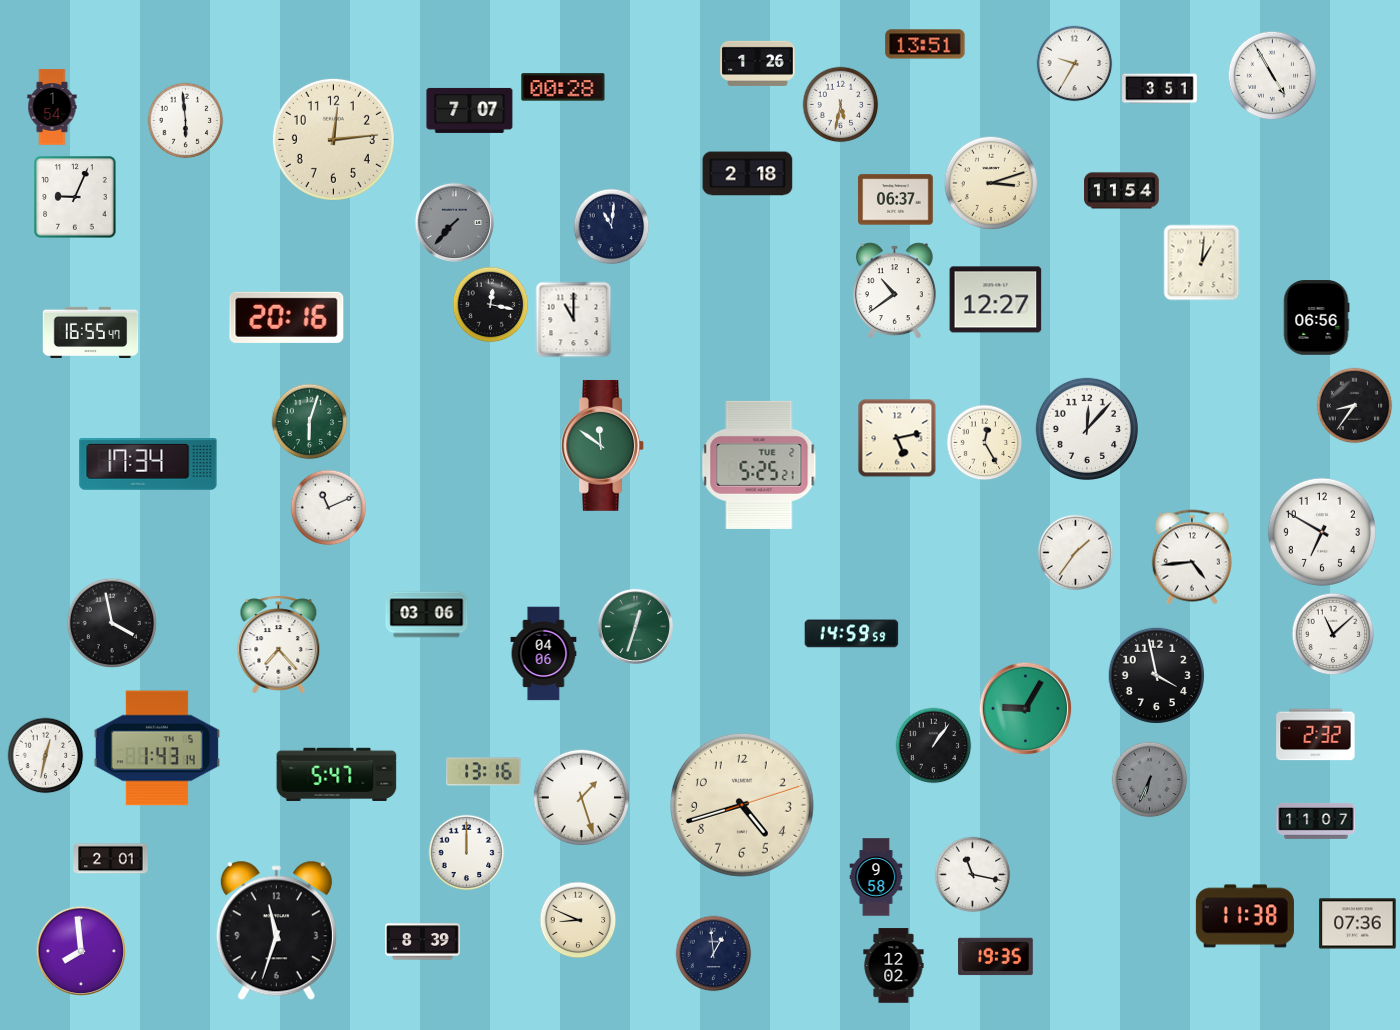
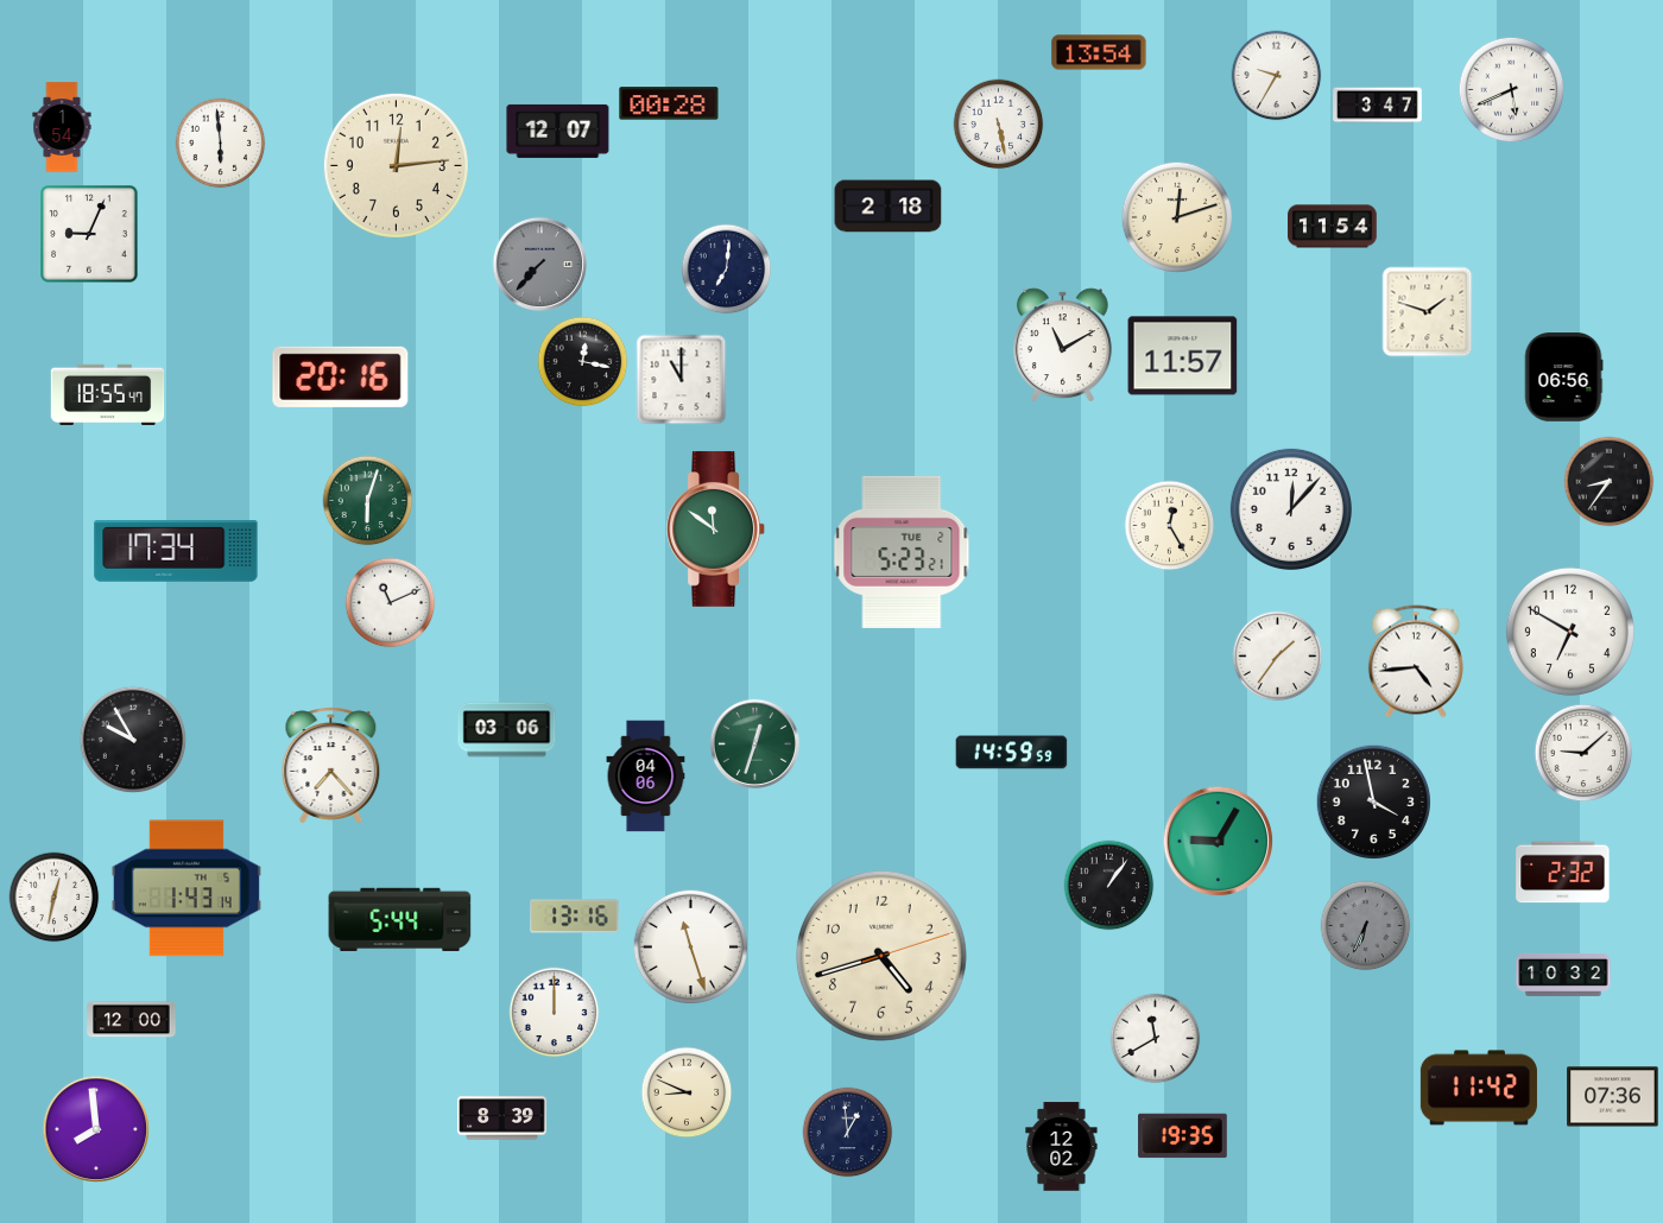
clock at (925, 44): 13:51 -> 13:54
clock at (758, 63): 1:26 -> none
clock at (1273, 76): 4:55 -> 5:41
clock at (1160, 89): 3:51 -> 3:47
clock at (841, 105): 5:32 -> 5:28
clock at (470, 110): 7:07 -> 12:07
clock at (991, 183): 3:12 -> 12:12
clock at (896, 200): 06:37 -> none
clock at (612, 227): 11:01 -> 7:01
clock at (1202, 263): 1:01 -> 1:48
clock at (894, 290): 10:39 -> 11:10
clock at (996, 300): 12:27 -> 11:57
clock at (91, 332): 16:55 -> 18:55
clock at (897, 438): 5:13 -> none
clock at (759, 465): 5:25 -> 5:23
clock at (112, 623): 3:58 -> 9:55
clock at (1333, 634): 11:08 -> 9:08
clock at (337, 774): 5:47 -> 5:44
clock at (581, 797): 1:27 -> 11:27
clock at (1316, 821): 11:07 -> 10:32
clock at (111, 859): 2:01 -> 12:00
clock at (973, 875): 11:17 -> 11:40
clock at (876, 877): 9:58 -> none
clock at (1245, 916): 11:38 -> 11:42
clock at (276, 931): 11:33 -> none
